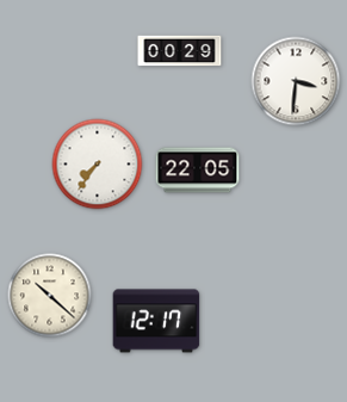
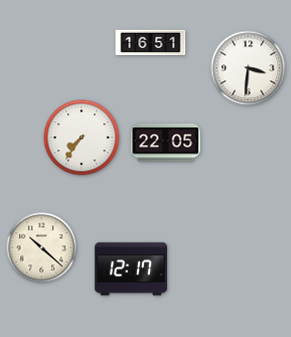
clock at (180, 51): 00:29 -> 16:51
